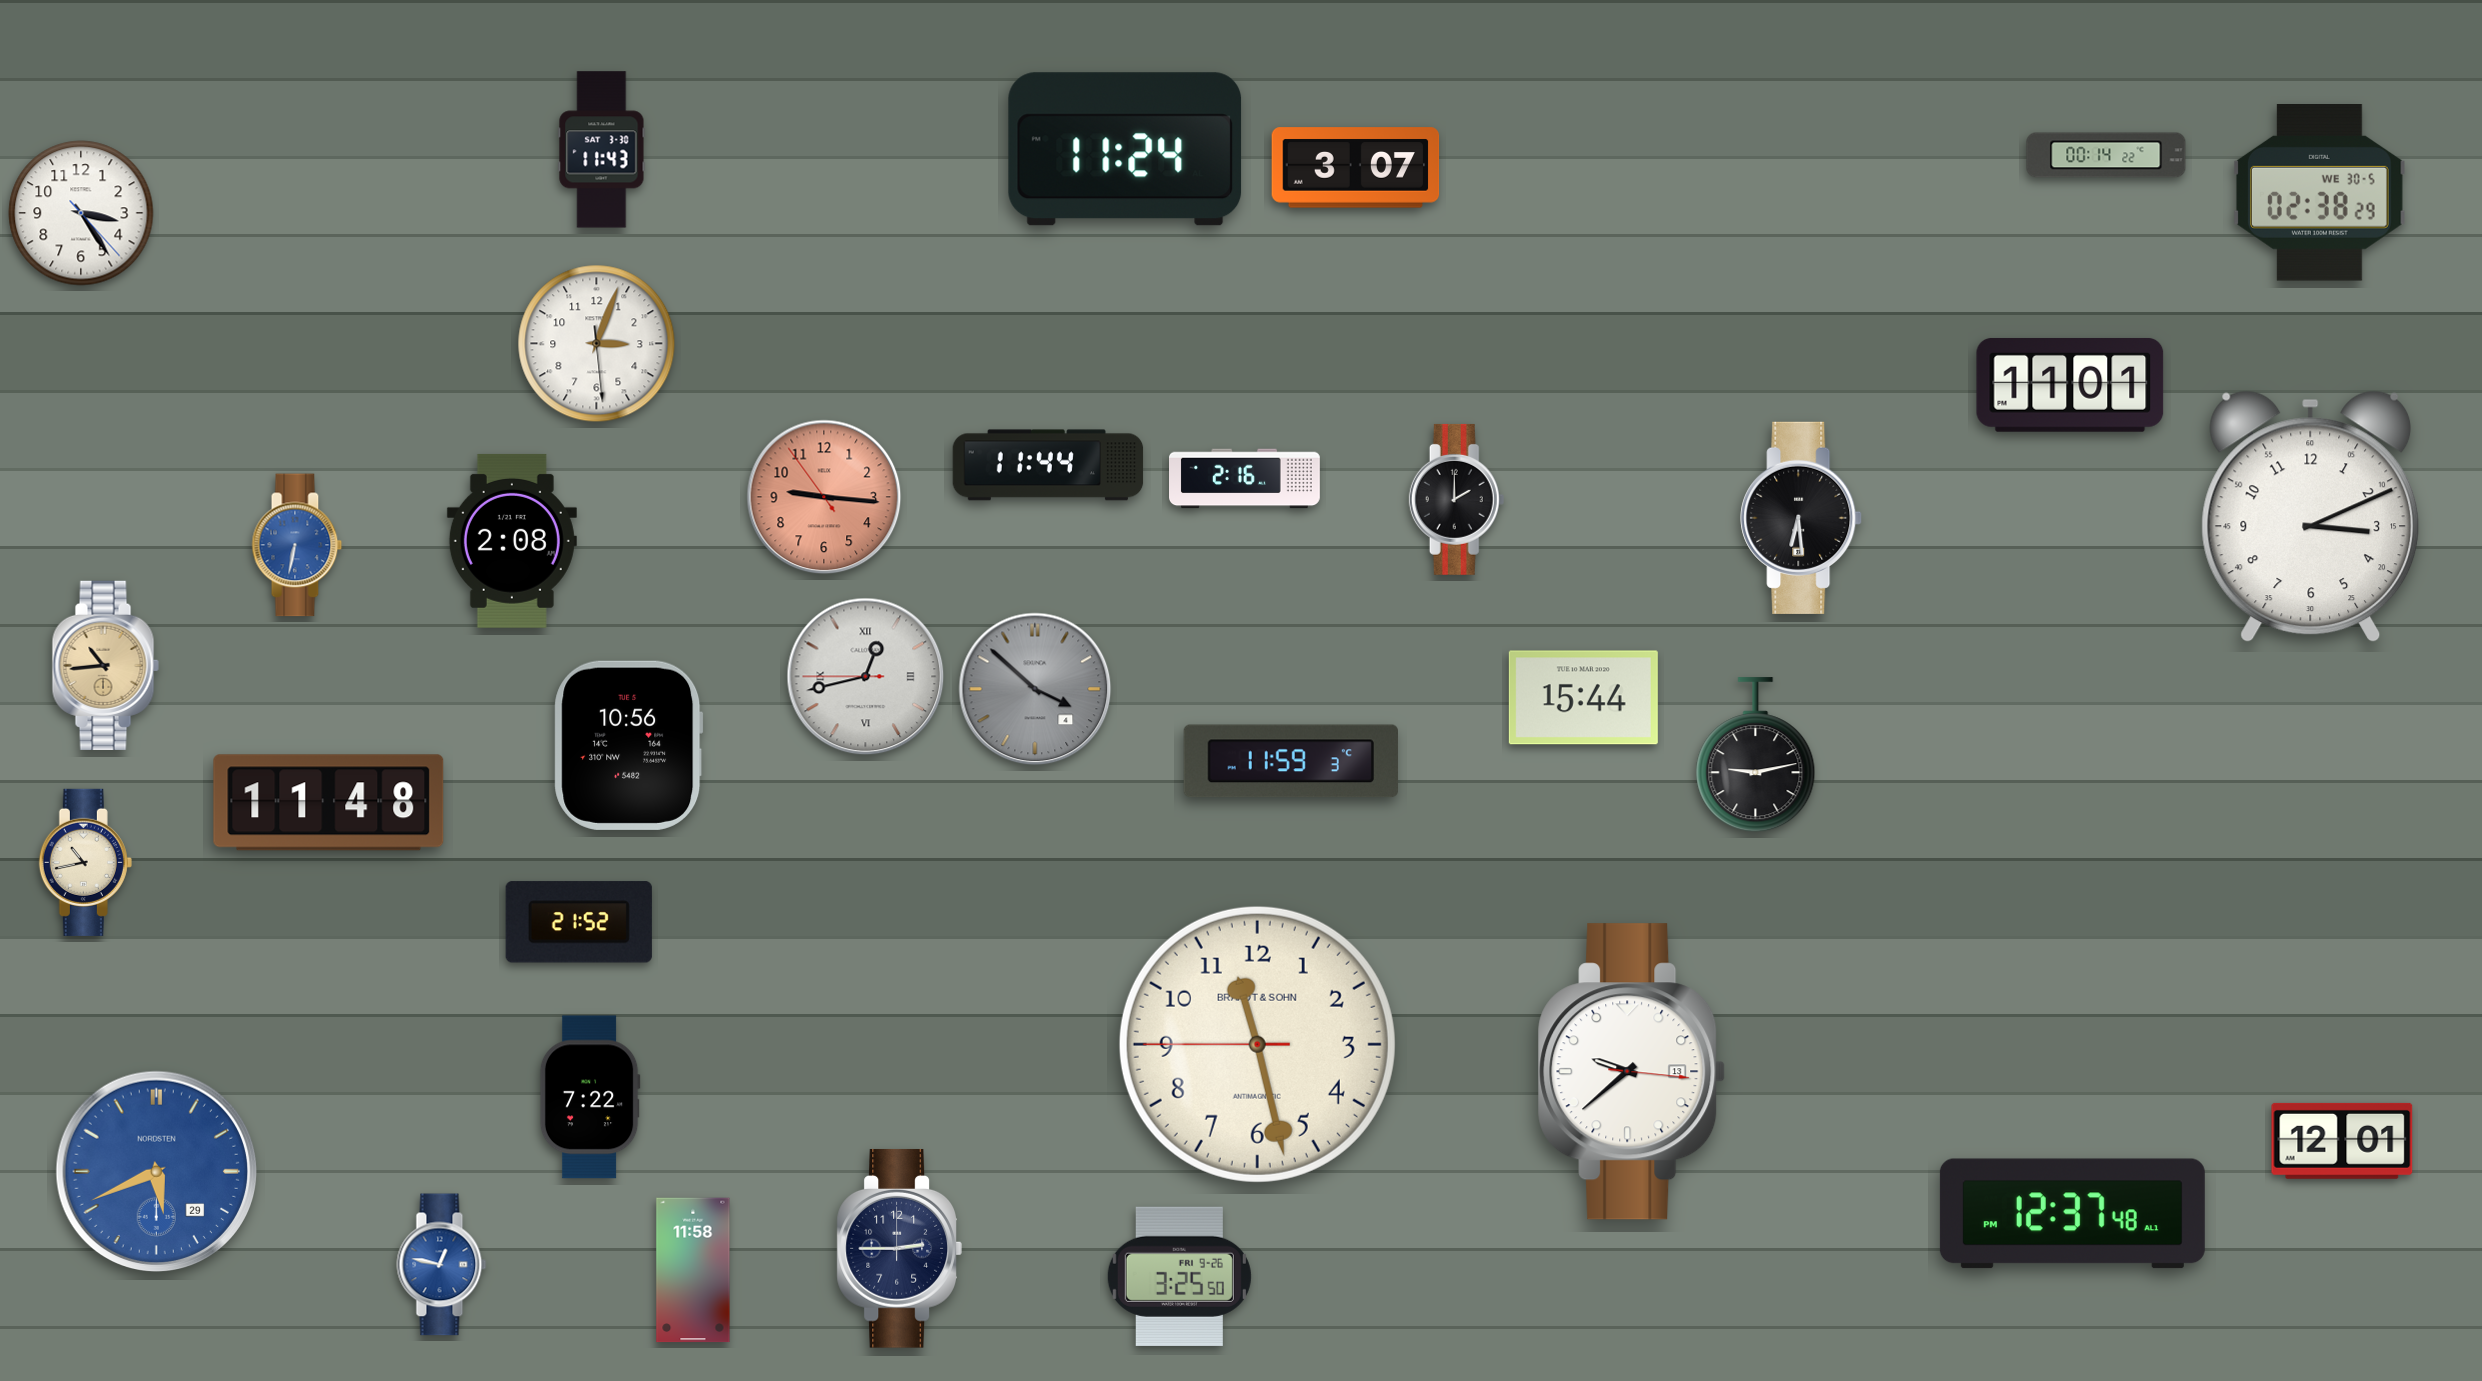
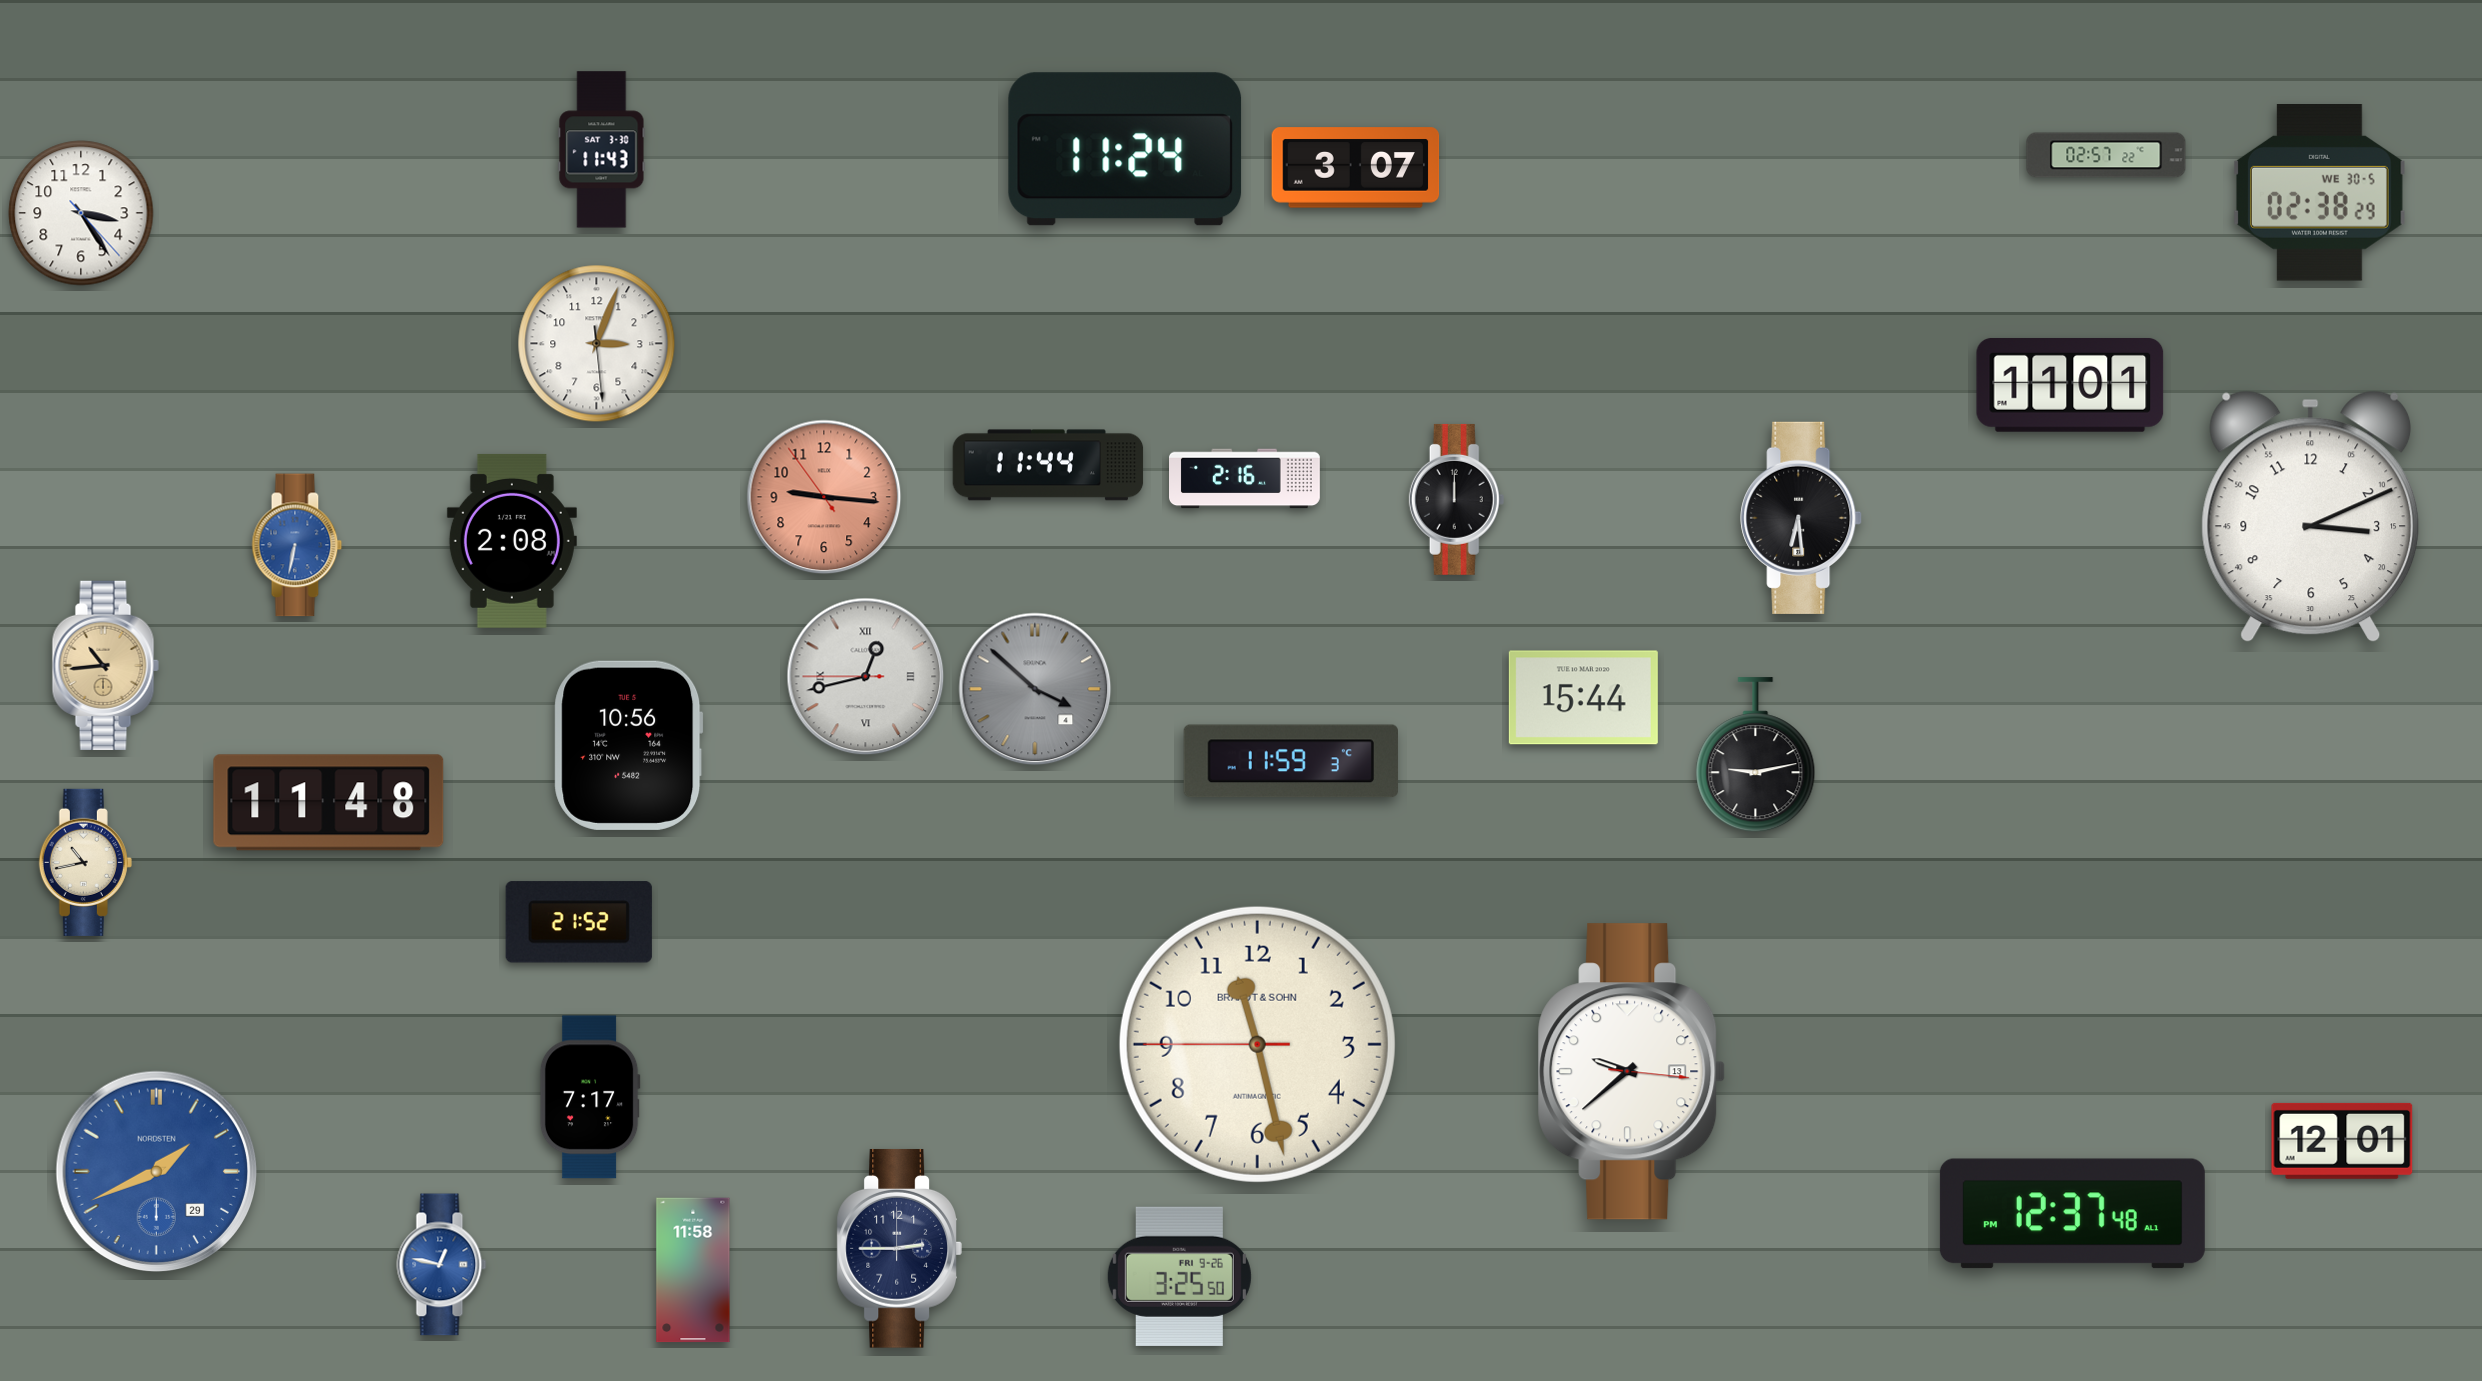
clock at (2106, 155): 00:14 -> 02:57
clock at (1457, 499): 2:00 -> 12:00
clock at (590, 1097): 7:22 -> 7:17
clock at (156, 1171): 5:41 -> 1:41
